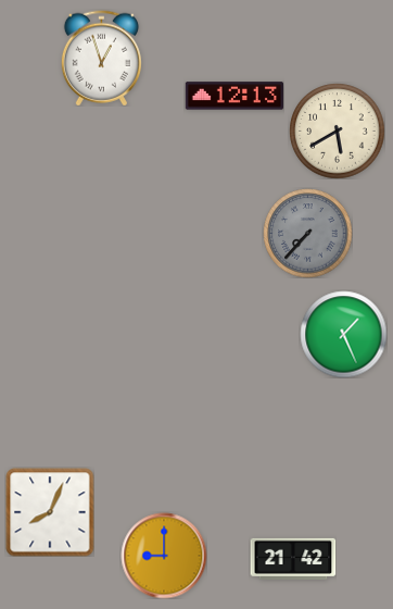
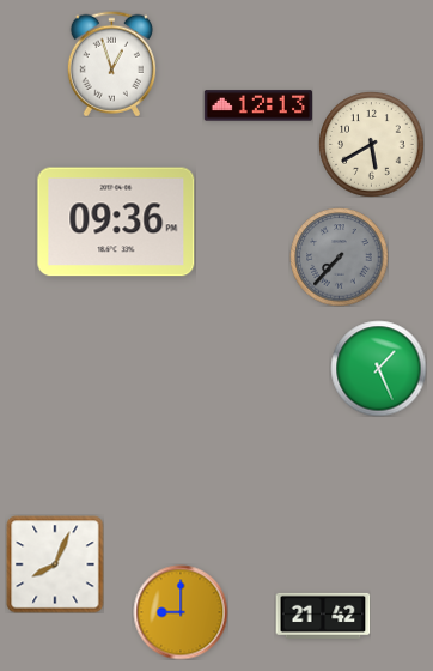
clock at (116, 222): none -> 09:36
